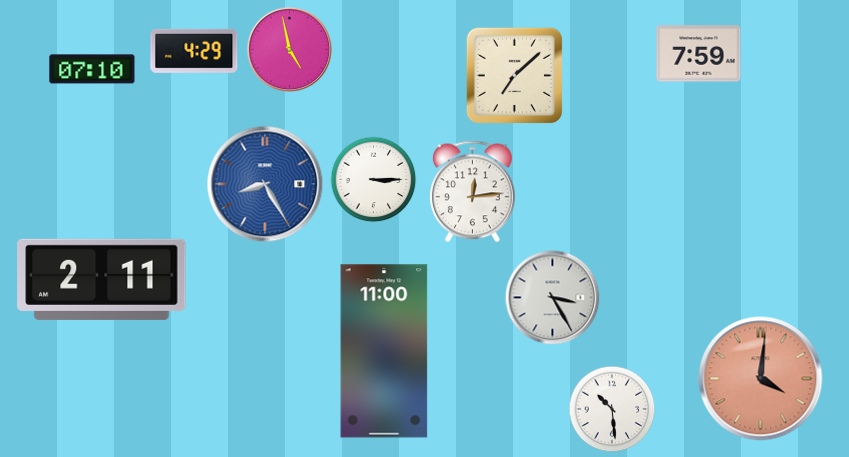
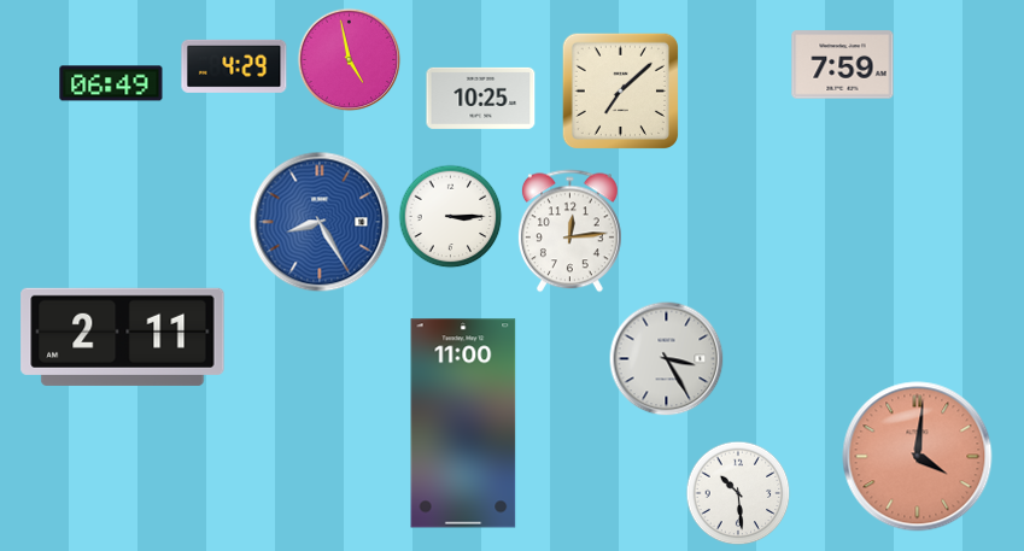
clock at (194, 51) position: (194, 51) -> (234, 66)
clock at (92, 69): 07:10 -> 06:49
clock at (481, 98): none -> 10:25
